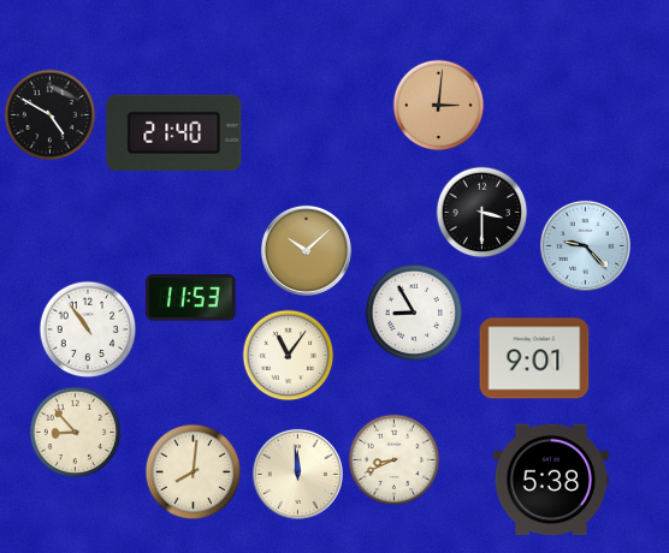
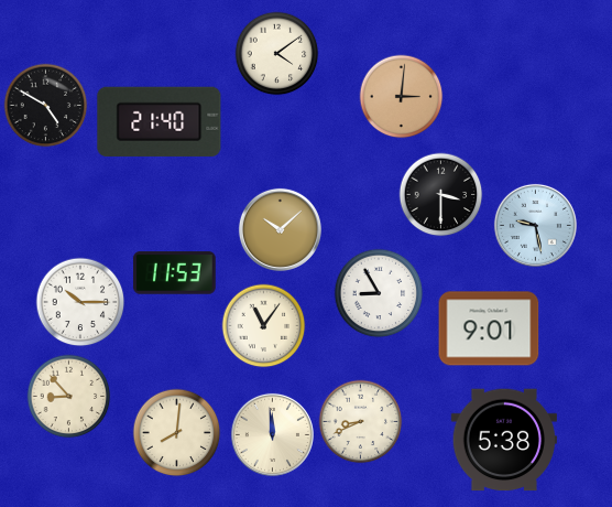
clock at (277, 54): none -> 4:09
clock at (585, 245): 9:23 -> 9:28
clock at (414, 313) position: (414, 313) -> (379, 293)
clock at (88, 329): 10:54 -> 10:15
